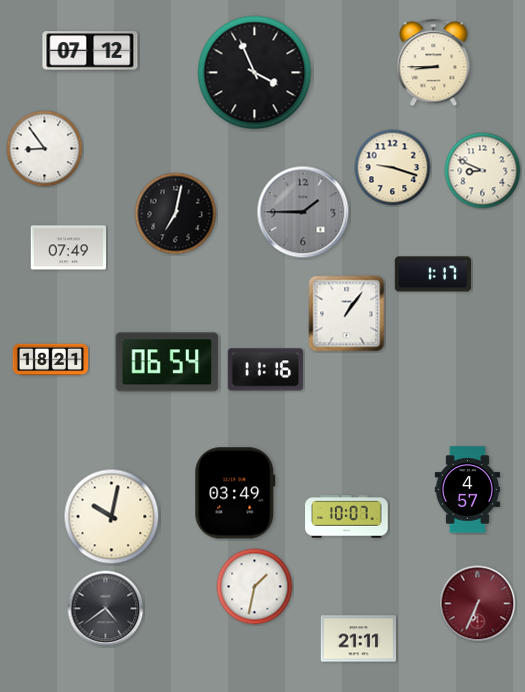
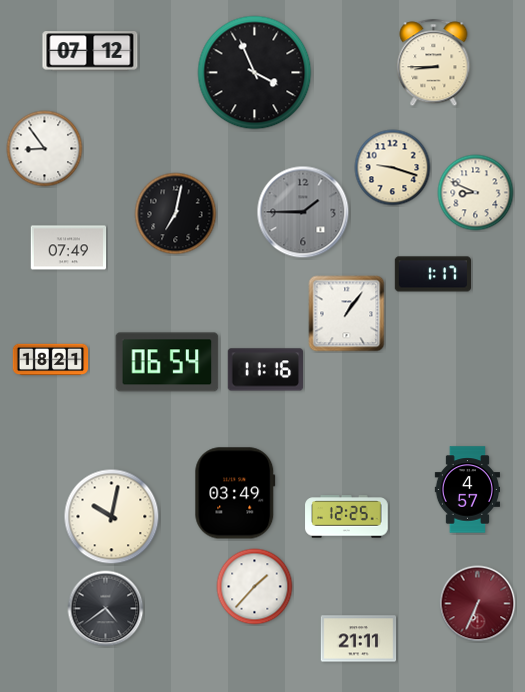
clock at (483, 171) position: (483, 171) -> (476, 193)
clock at (347, 517): 10:07 -> 12:25
clock at (255, 587): 1:32 -> 1:37
